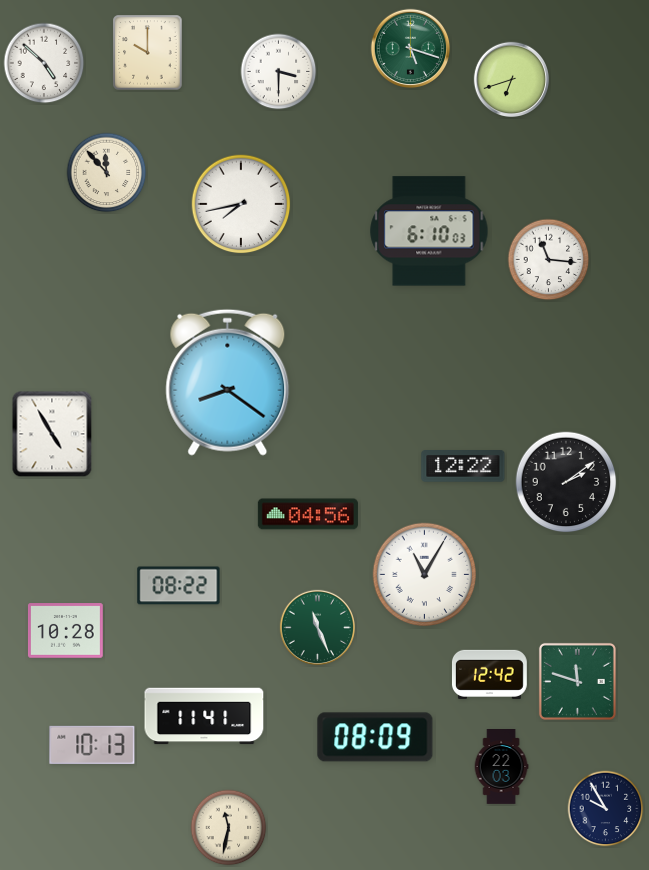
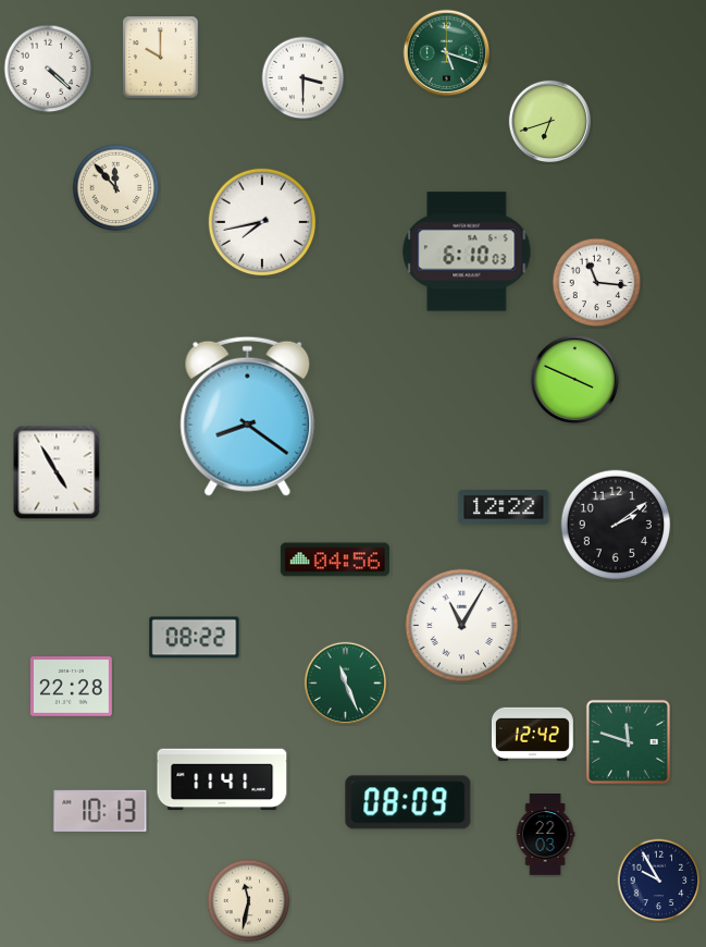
clock at (44, 63): 4:52 -> 4:22
clock at (511, 79) position: (511, 79) -> (549, 121)
clock at (575, 380): none -> 3:49
clock at (66, 631): 10:28 -> 22:28
